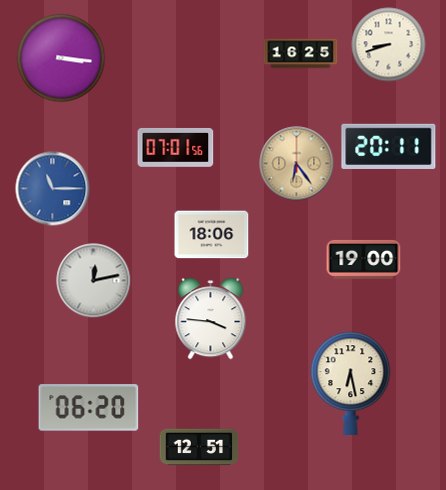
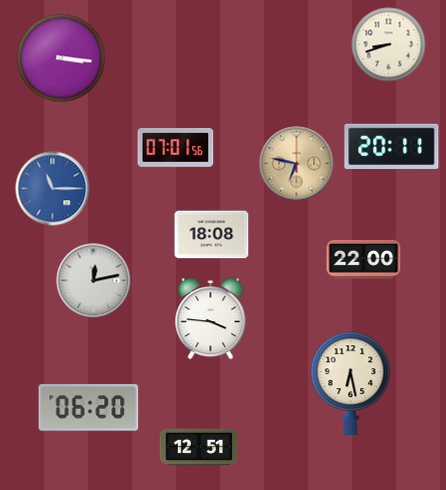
clock at (301, 54): 16:25 -> none
clock at (389, 146) position: (389, 146) -> (392, 146)
clock at (297, 164): 6:24 -> 6:47
clock at (212, 235): 18:06 -> 18:08
clock at (364, 259): 19:00 -> 22:00
